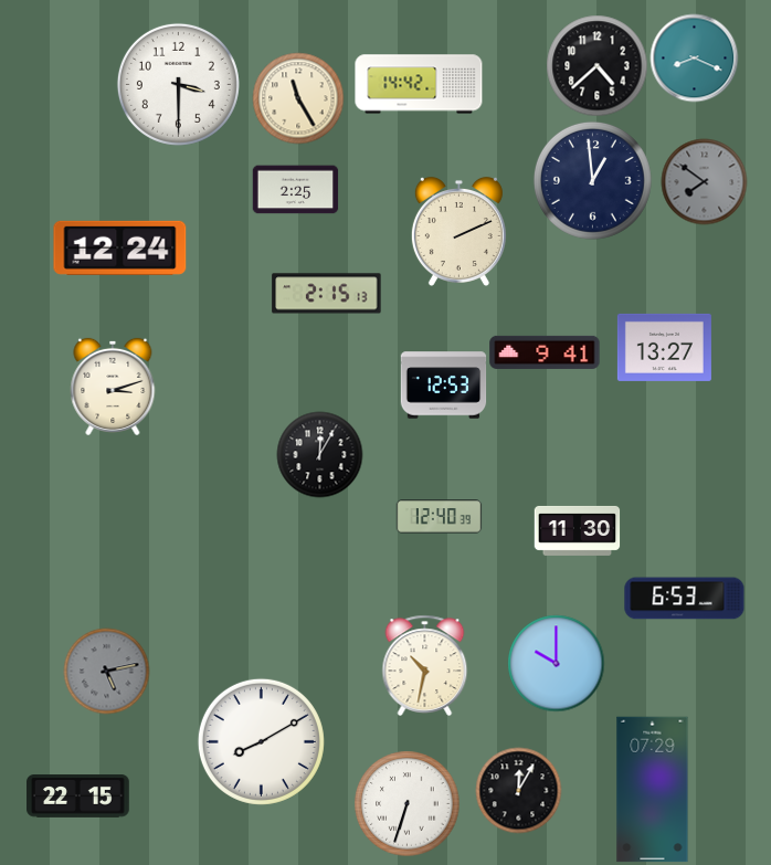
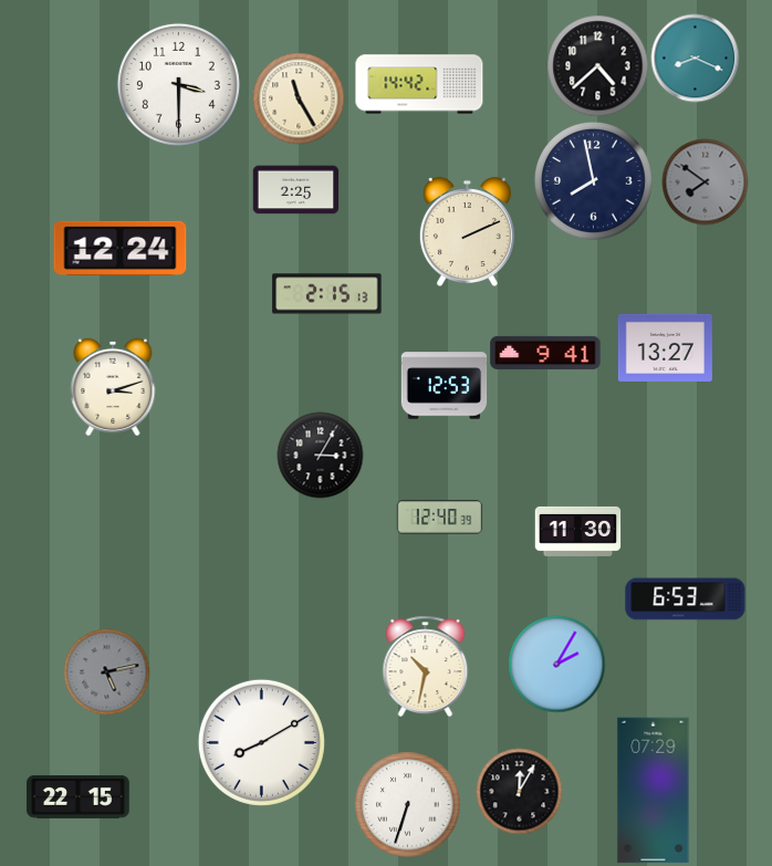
clock at (592, 180): 12:59 -> 7:58
clock at (458, 231) position: (458, 231) -> (467, 231)
clock at (319, 454): 12:05 -> 3:05
clock at (556, 663): 10:00 -> 2:05
